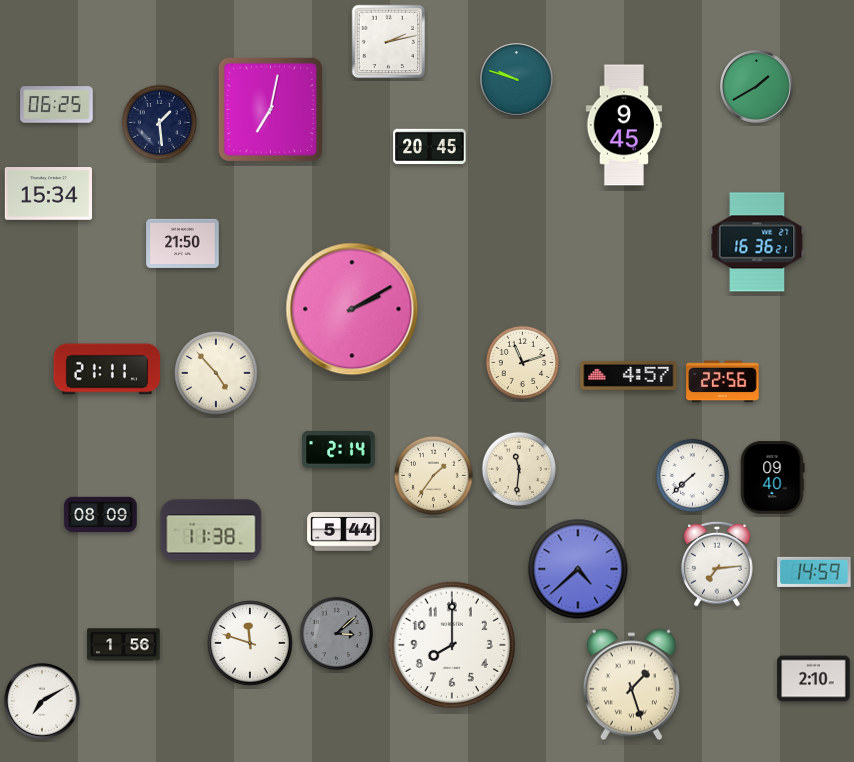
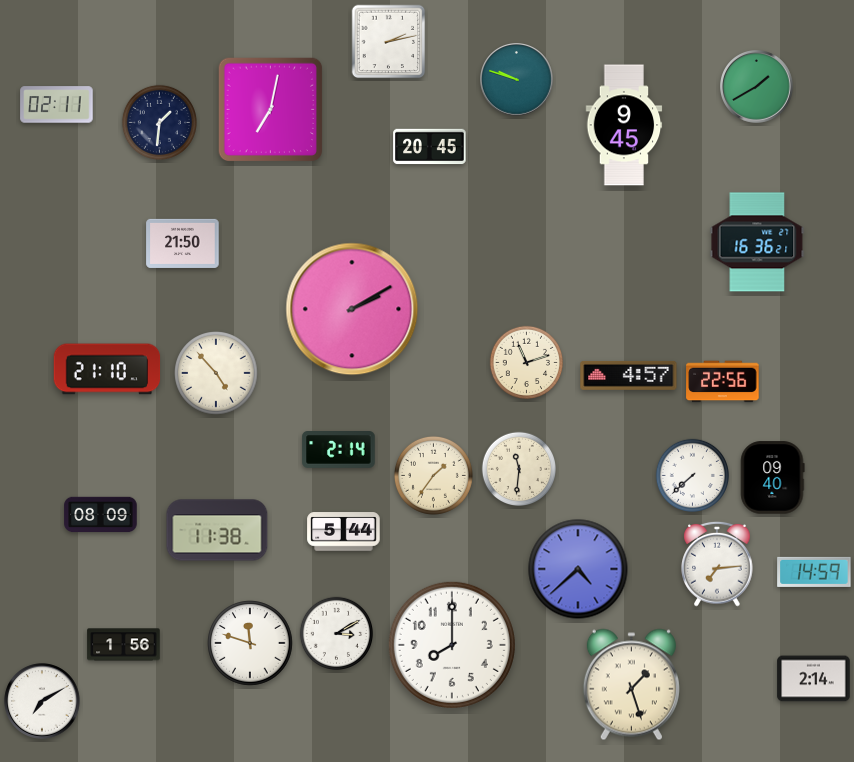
clock at (57, 105): 06:25 -> 02:11
clock at (159, 122): 1:29 -> 1:31
clock at (48, 194): 15:34 -> none
clock at (522, 362) position: (522, 362) -> (526, 362)
clock at (107, 369): 21:11 -> 21:10
clock at (211, 530) position: (211, 530) -> (217, 530)
clock at (336, 633): 3:08 -> 3:10
clock at (336, 633) dial: grey -> white
clock at (814, 679): 2:10 -> 2:14
